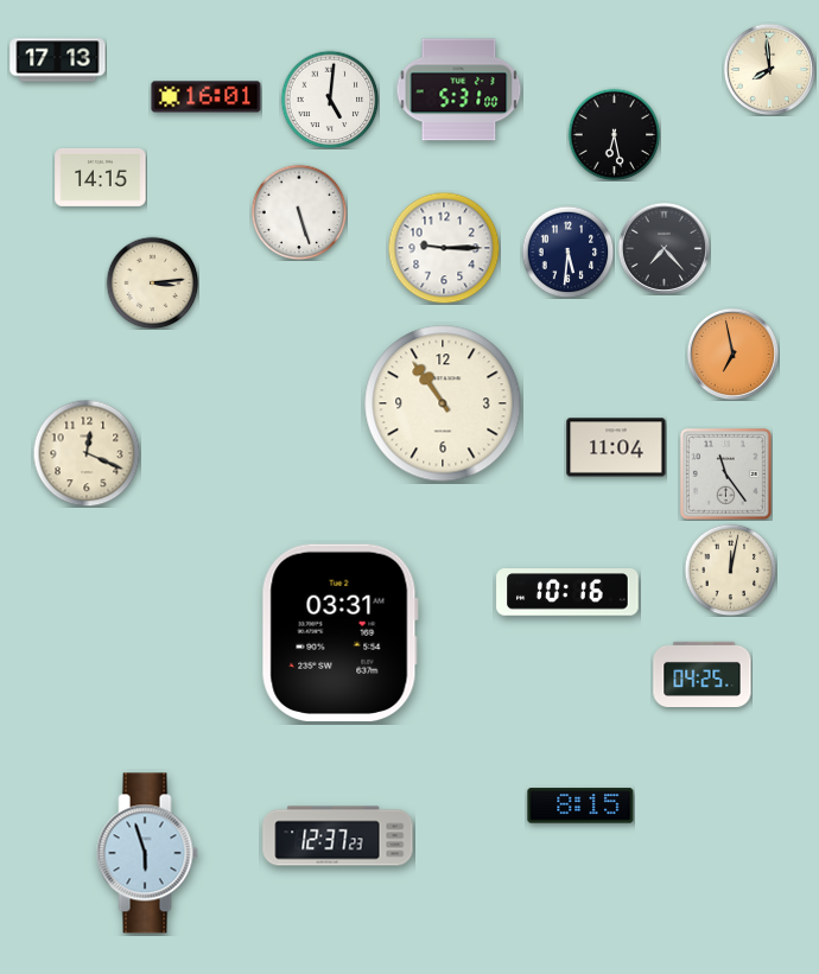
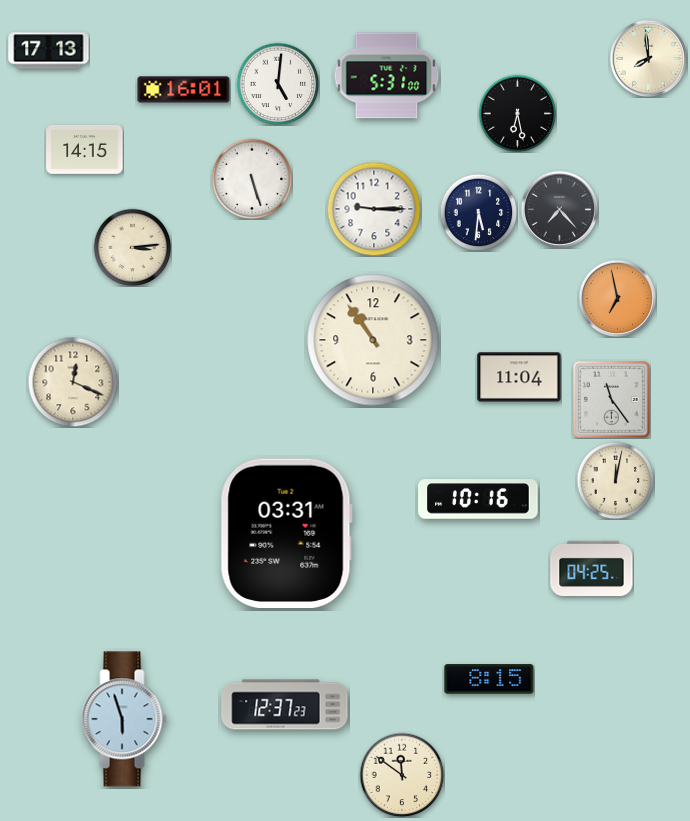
clock at (207, 97) position: (207, 97) -> (184, 90)
clock at (152, 282) position: (152, 282) -> (132, 247)
clock at (402, 775): none -> 11:51
